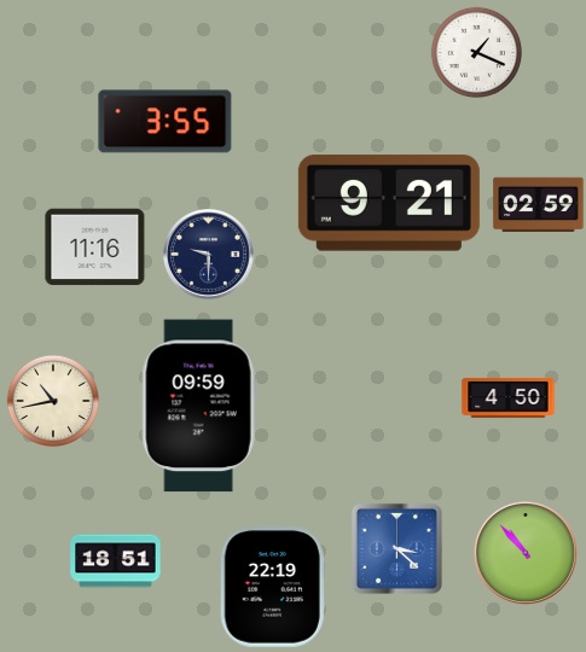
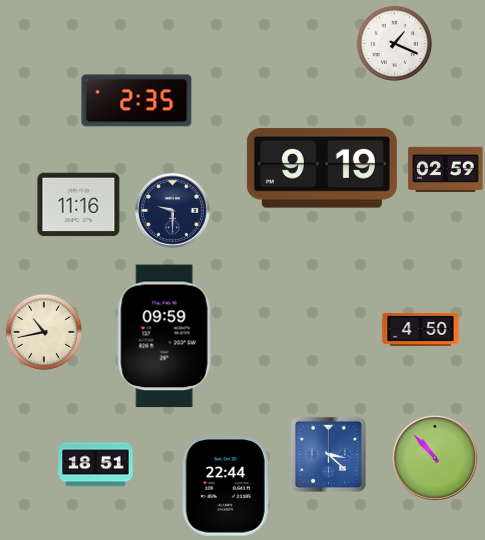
clock at (166, 122): 3:55 -> 2:35
clock at (389, 203): 9:21 -> 9:19
clock at (273, 587): 22:19 -> 22:44
